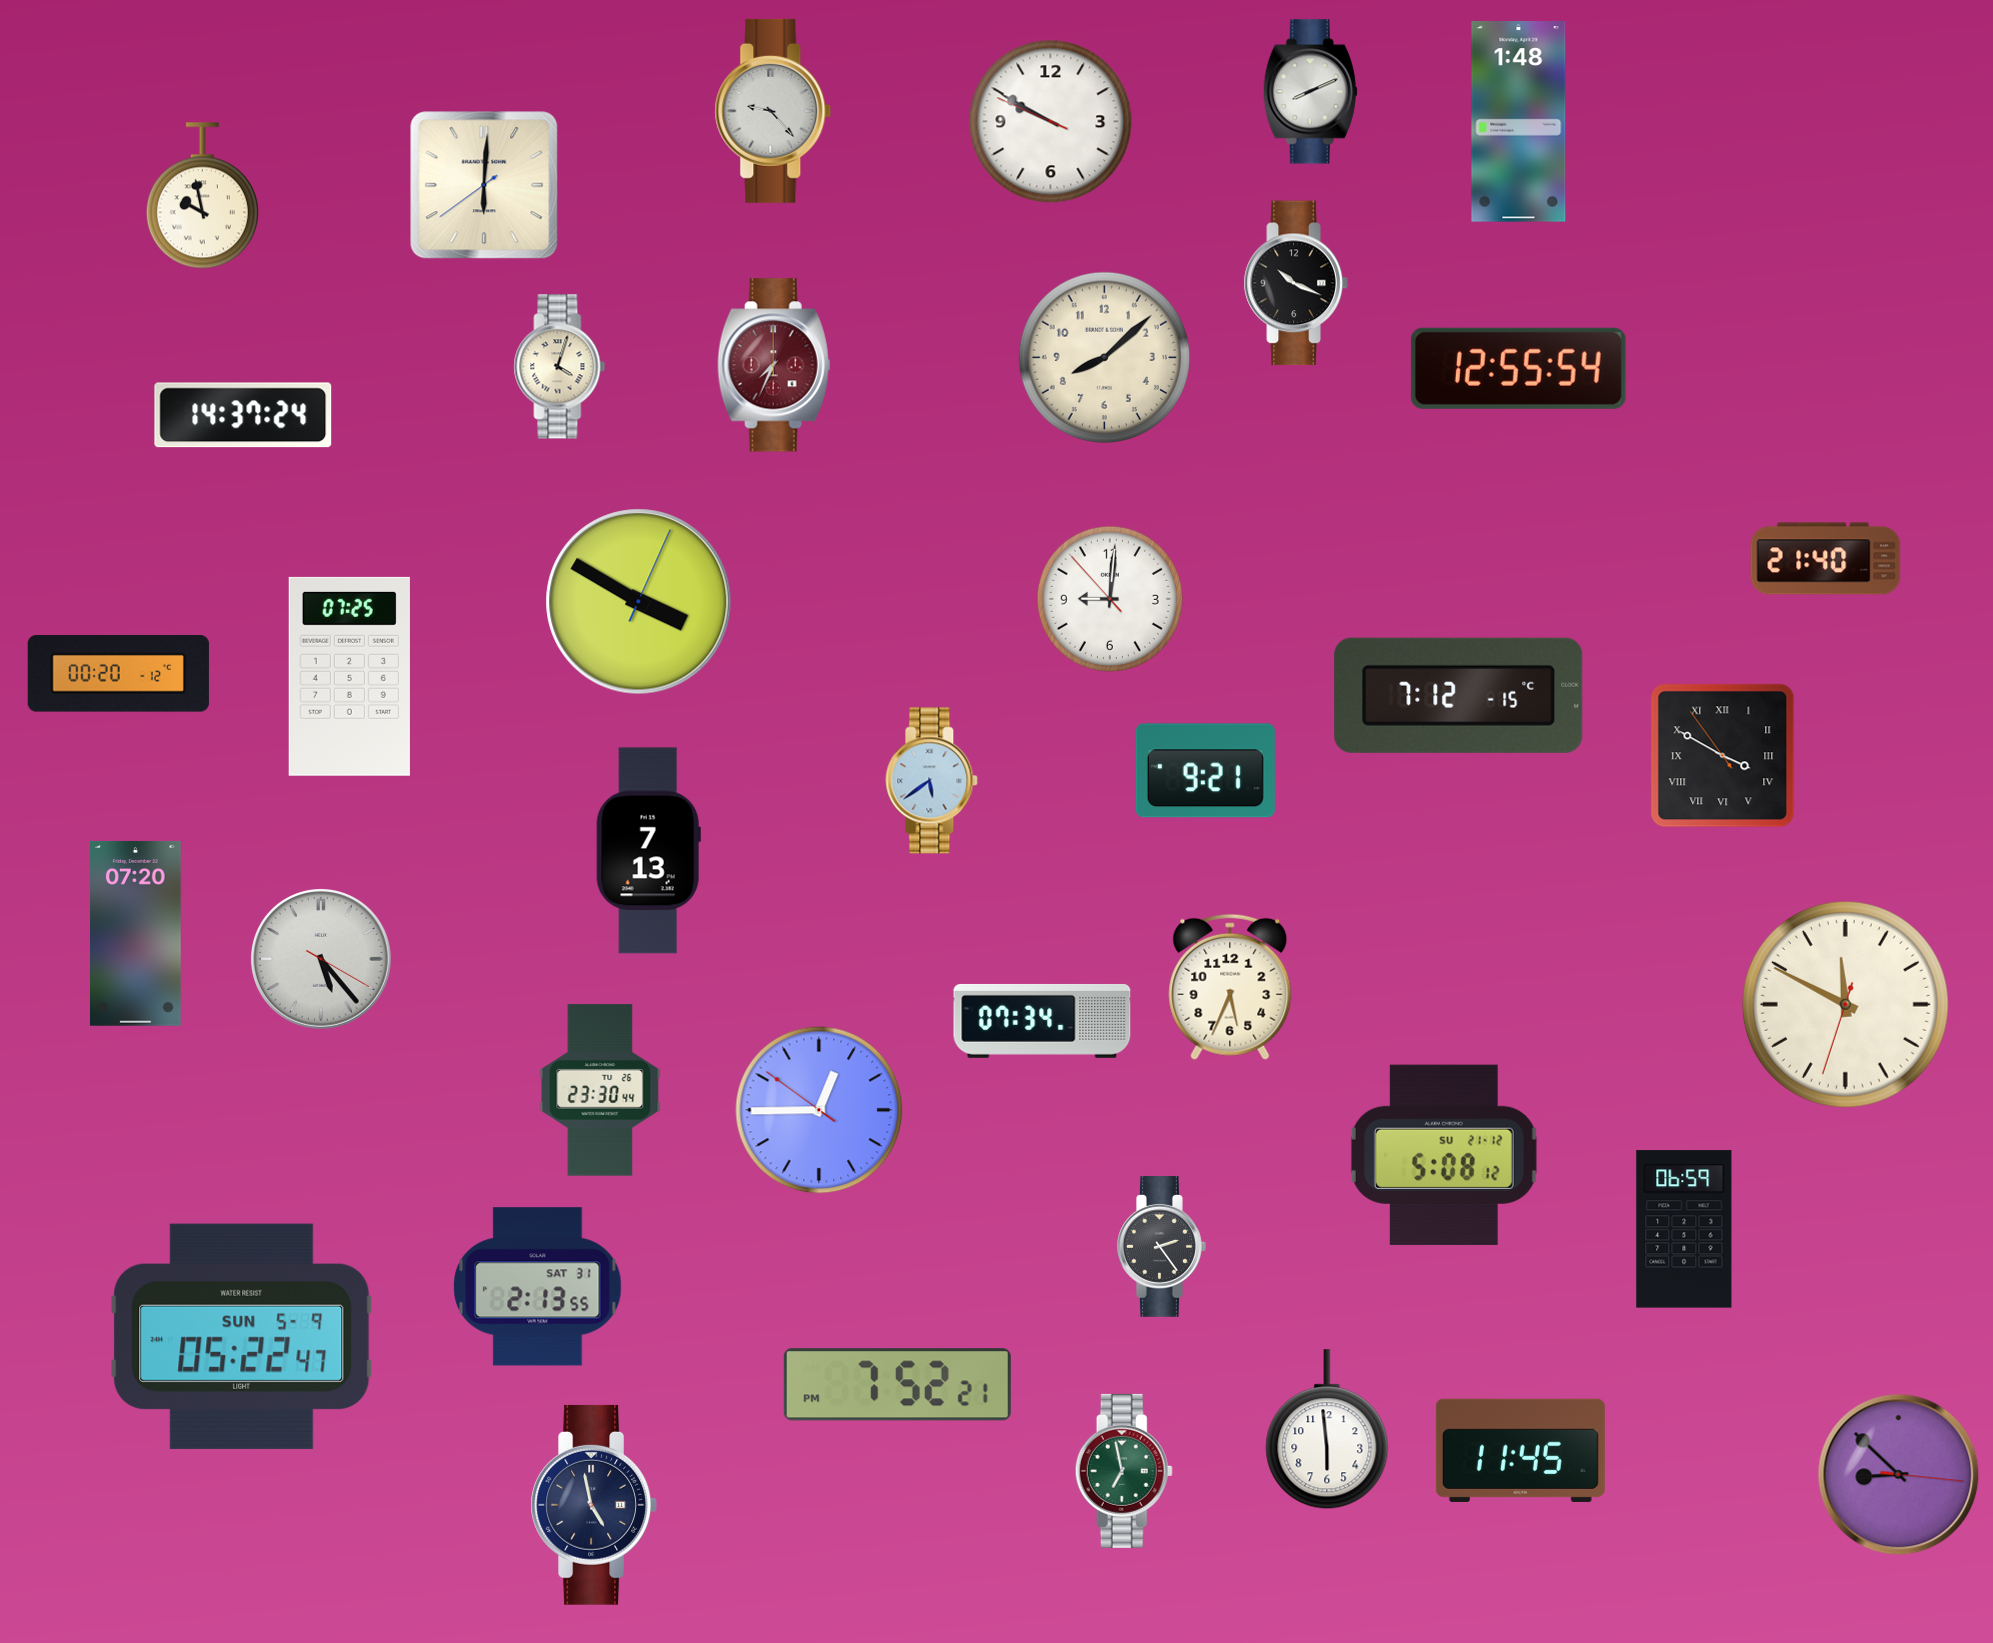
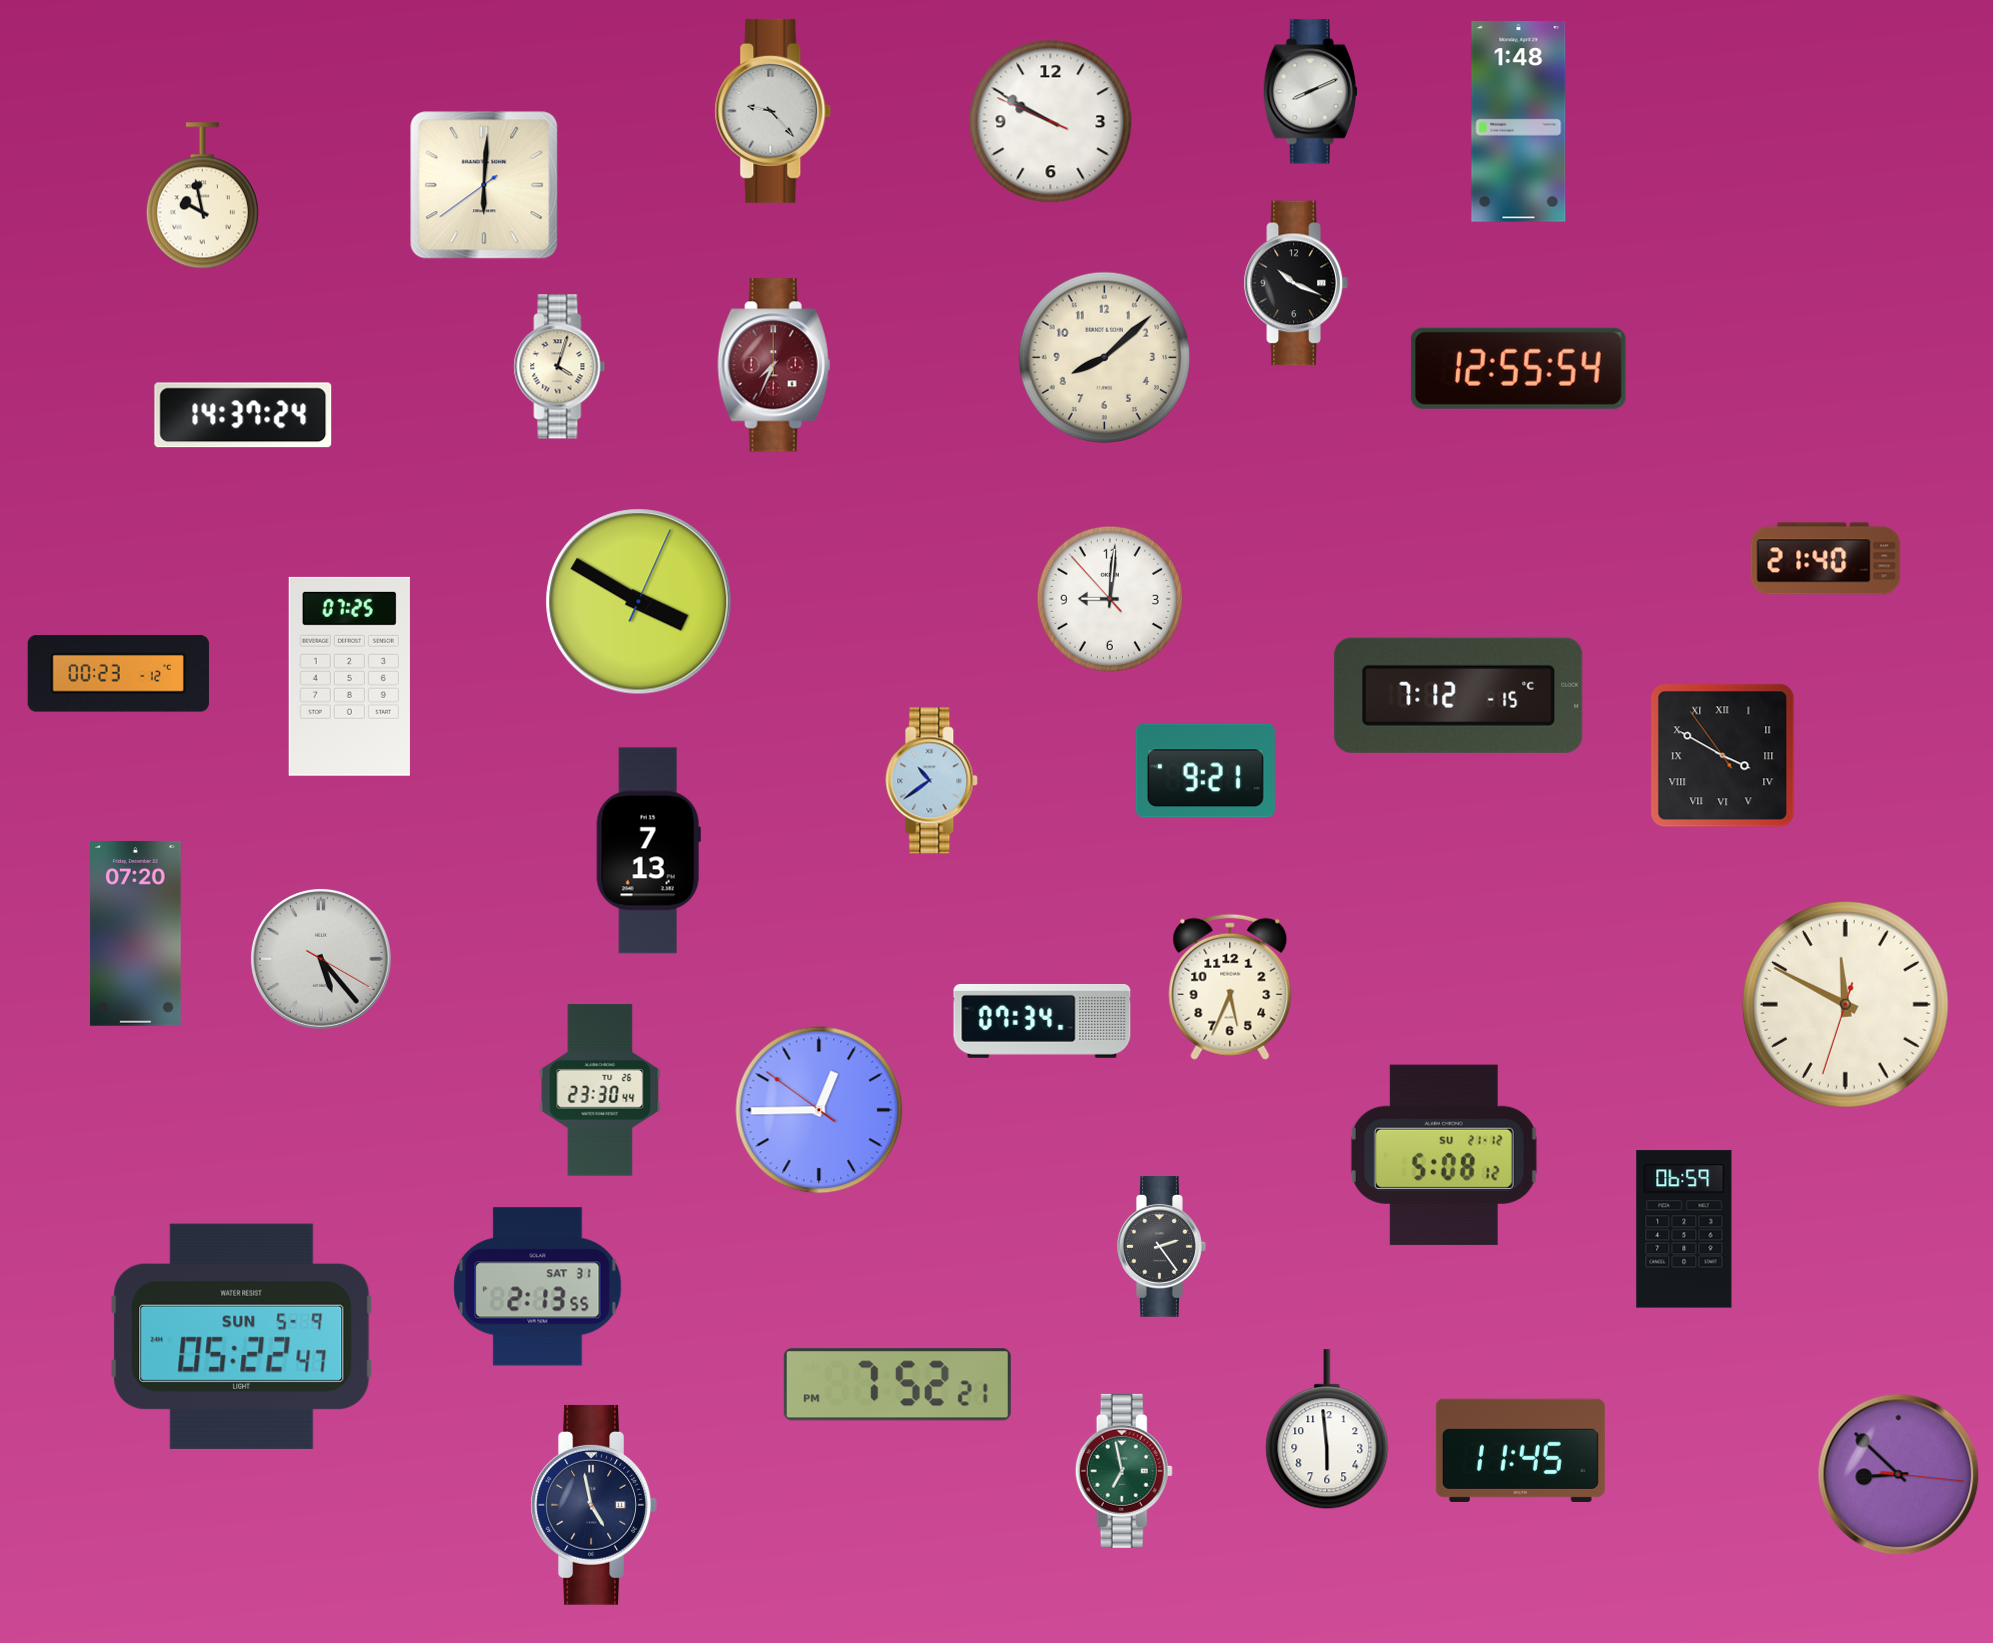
clock at (118, 674): 00:20 -> 00:23
clock at (932, 781): 5:39 -> 10:39
